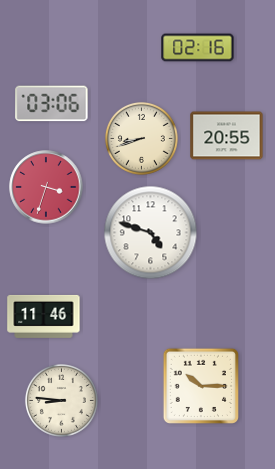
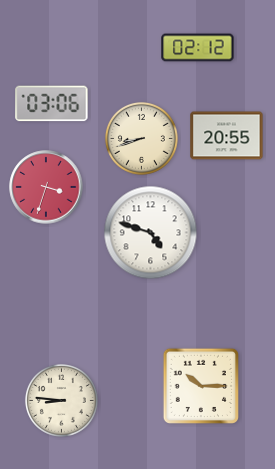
clock at (198, 48): 02:16 -> 02:12
clock at (44, 316): 11:46 -> none
